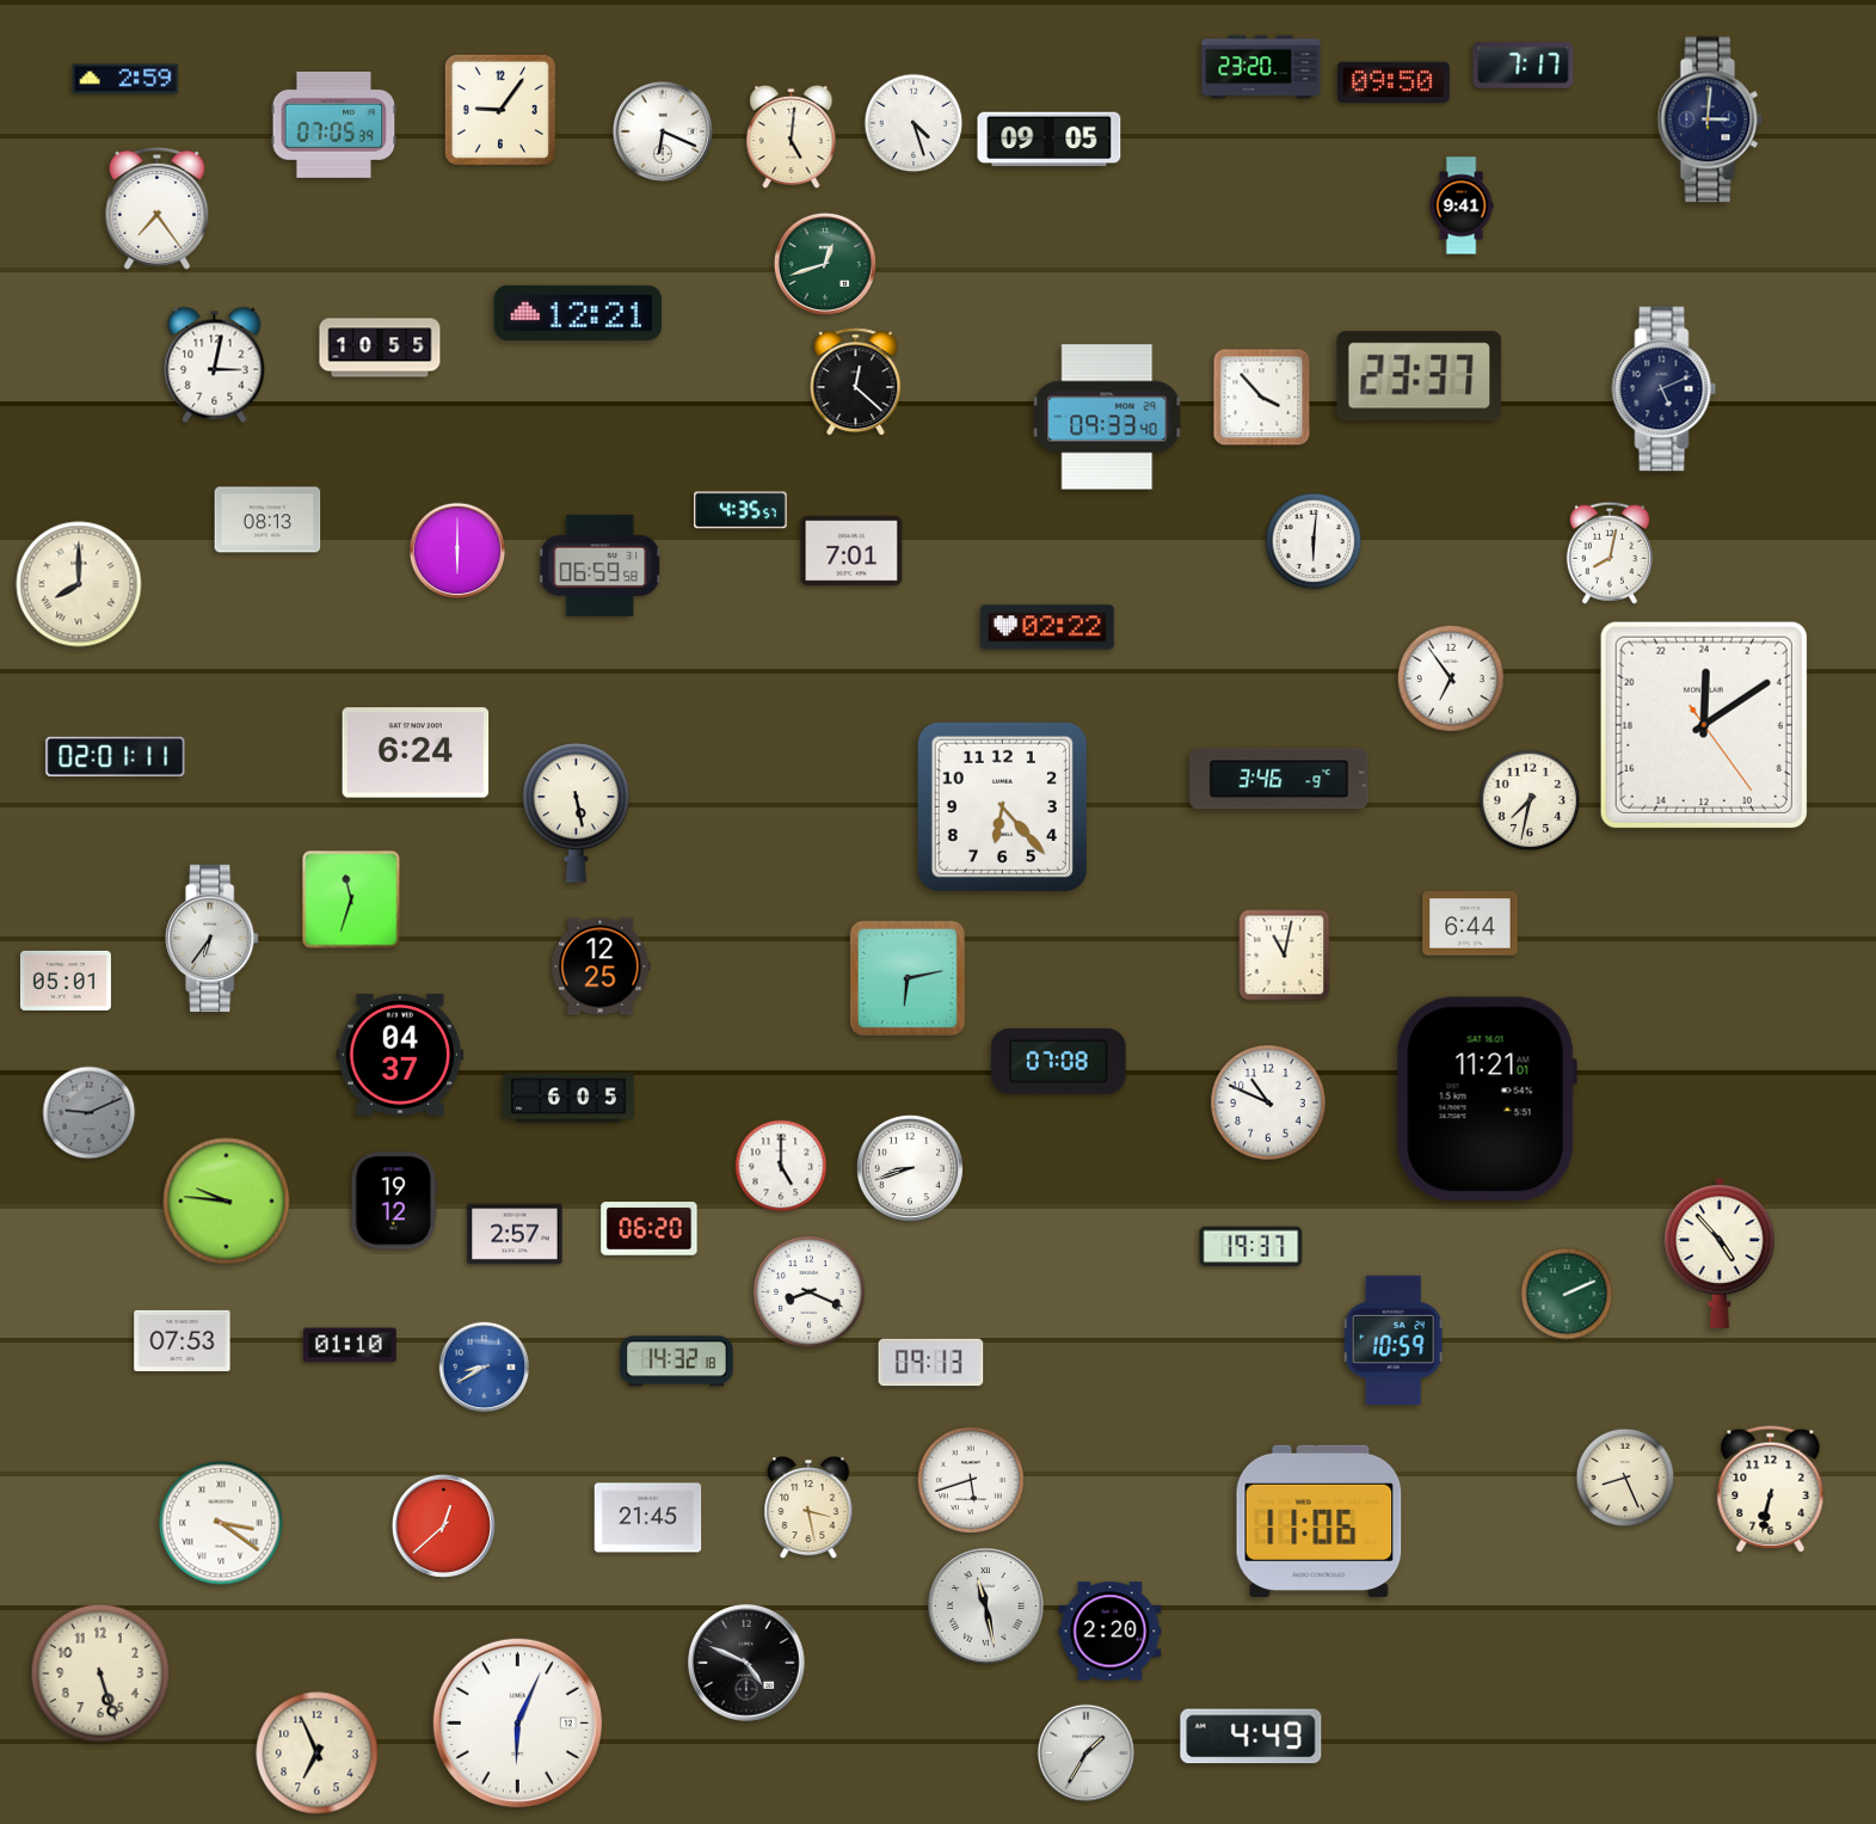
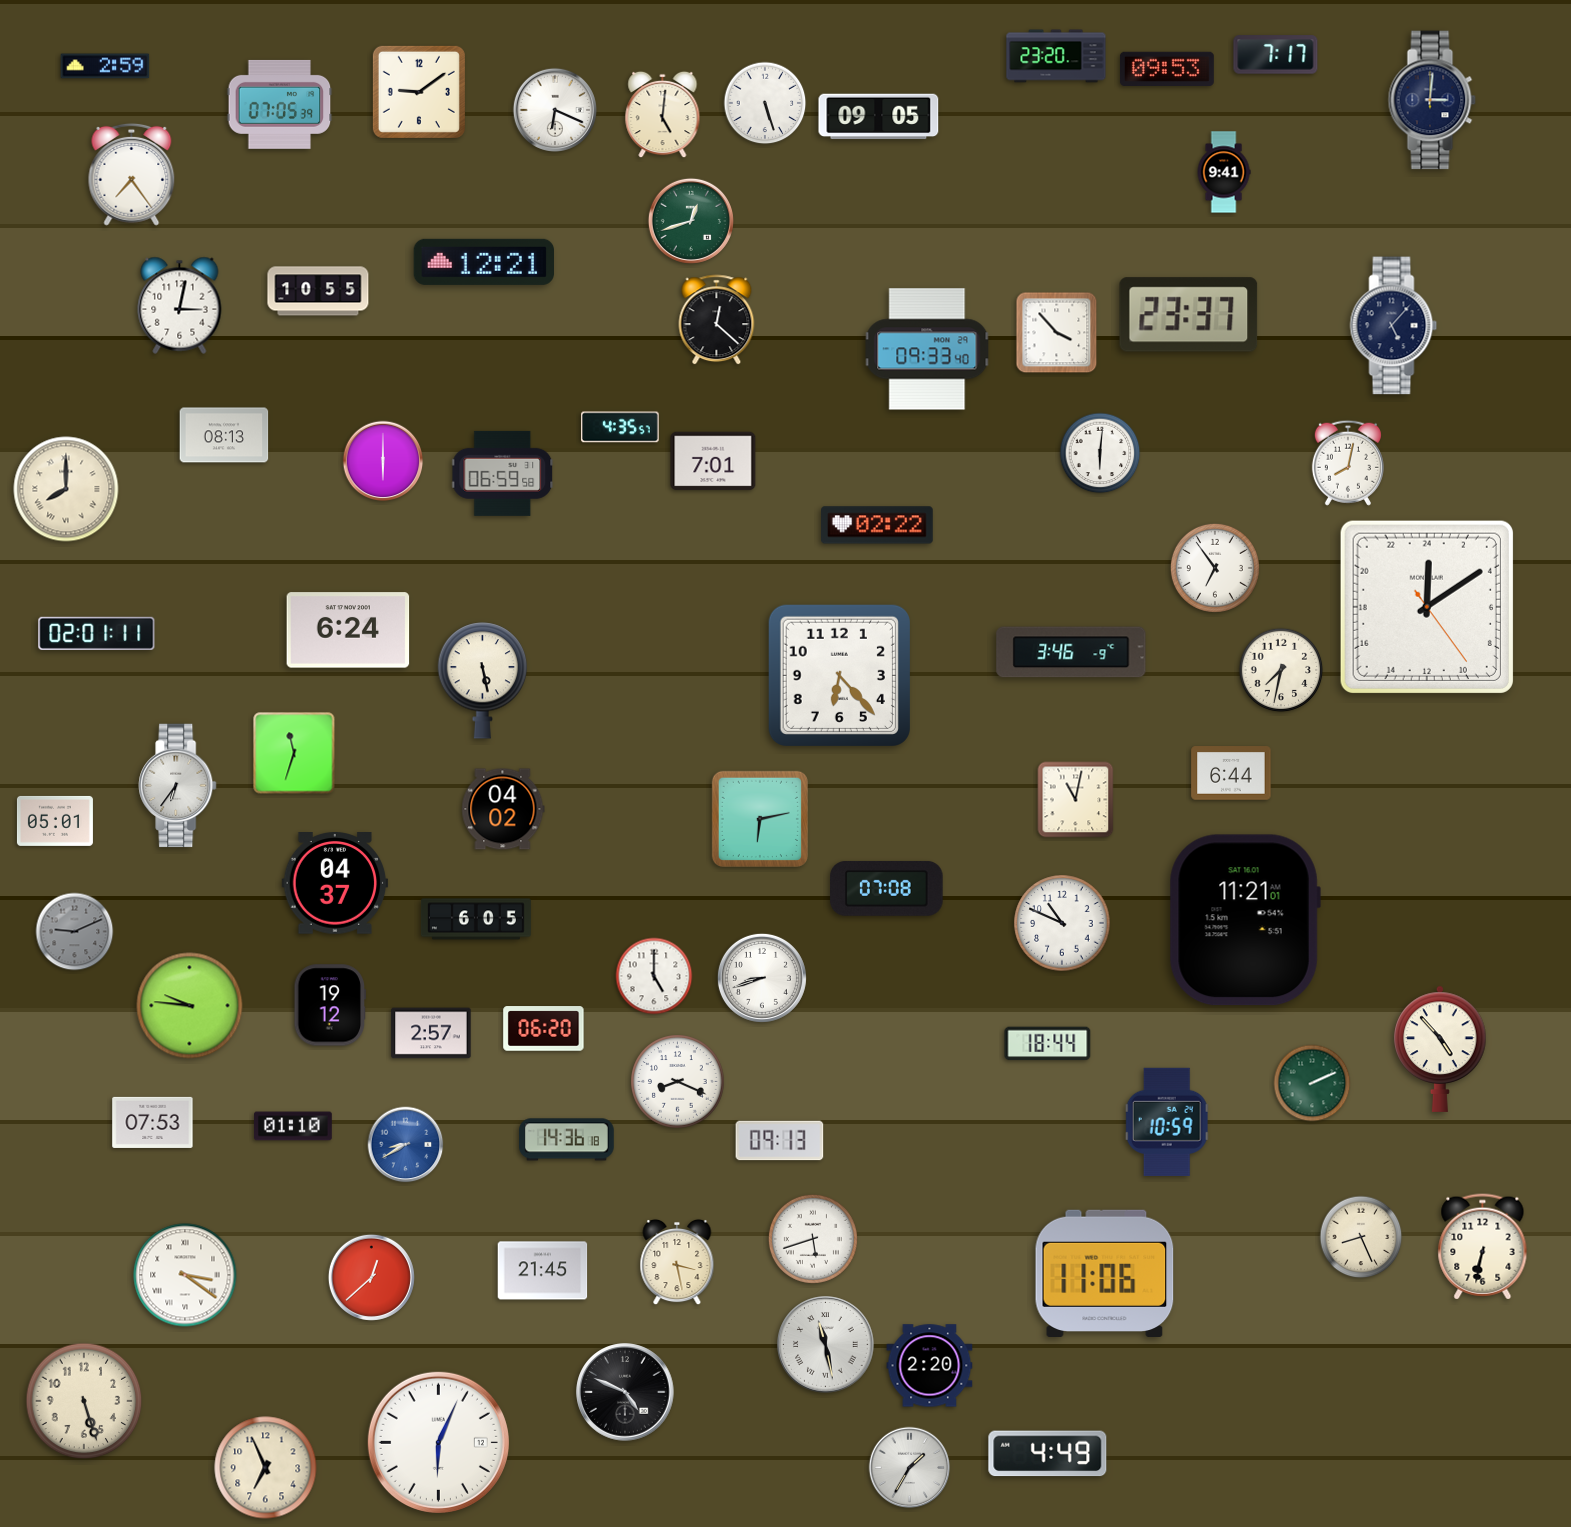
clock at (1394, 82): 09:50 -> 09:53
clock at (500, 110): 9:06 -> 9:09
clock at (914, 123): 4:27 -> 5:27
clock at (1665, 389): 5:11 -> 5:07
clock at (601, 966): 12:25 -> 04:02
clock at (1251, 1247): 19:37 -> 18:44
clock at (677, 1362): 14:32 -> 14:36
clock at (517, 1722) position: (517, 1722) -> (438, 1442)
